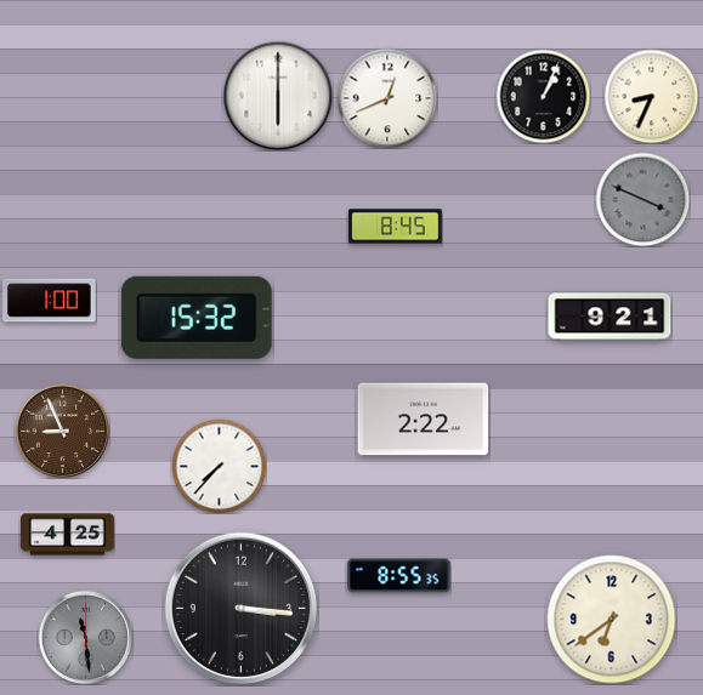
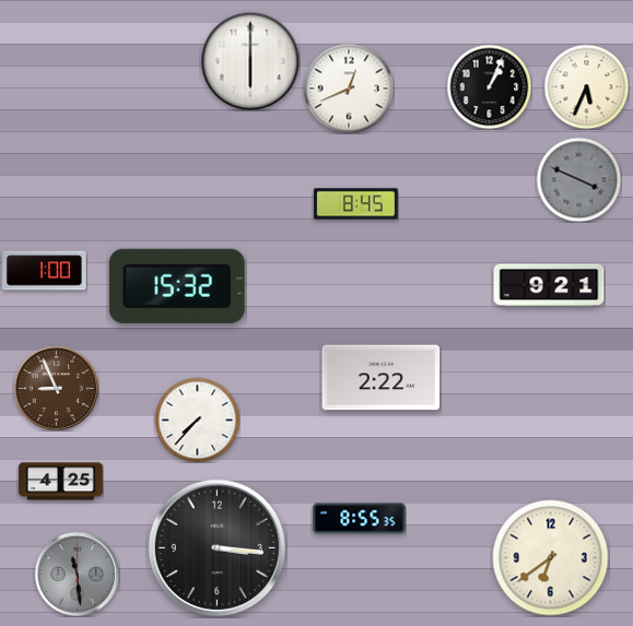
clock at (278, 96) position: (278, 96) -> (250, 61)
clock at (651, 96): 8:34 -> 5:34
